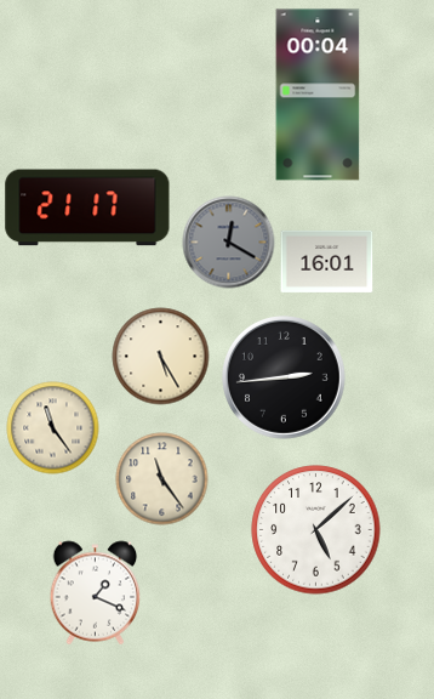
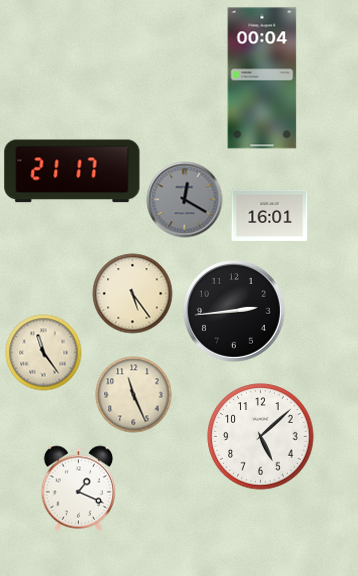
clock at (229, 243) position: (229, 243) -> (185, 200)
clock at (161, 357): 5:25 -> 5:24
clock at (162, 479): 11:24 -> 11:26
